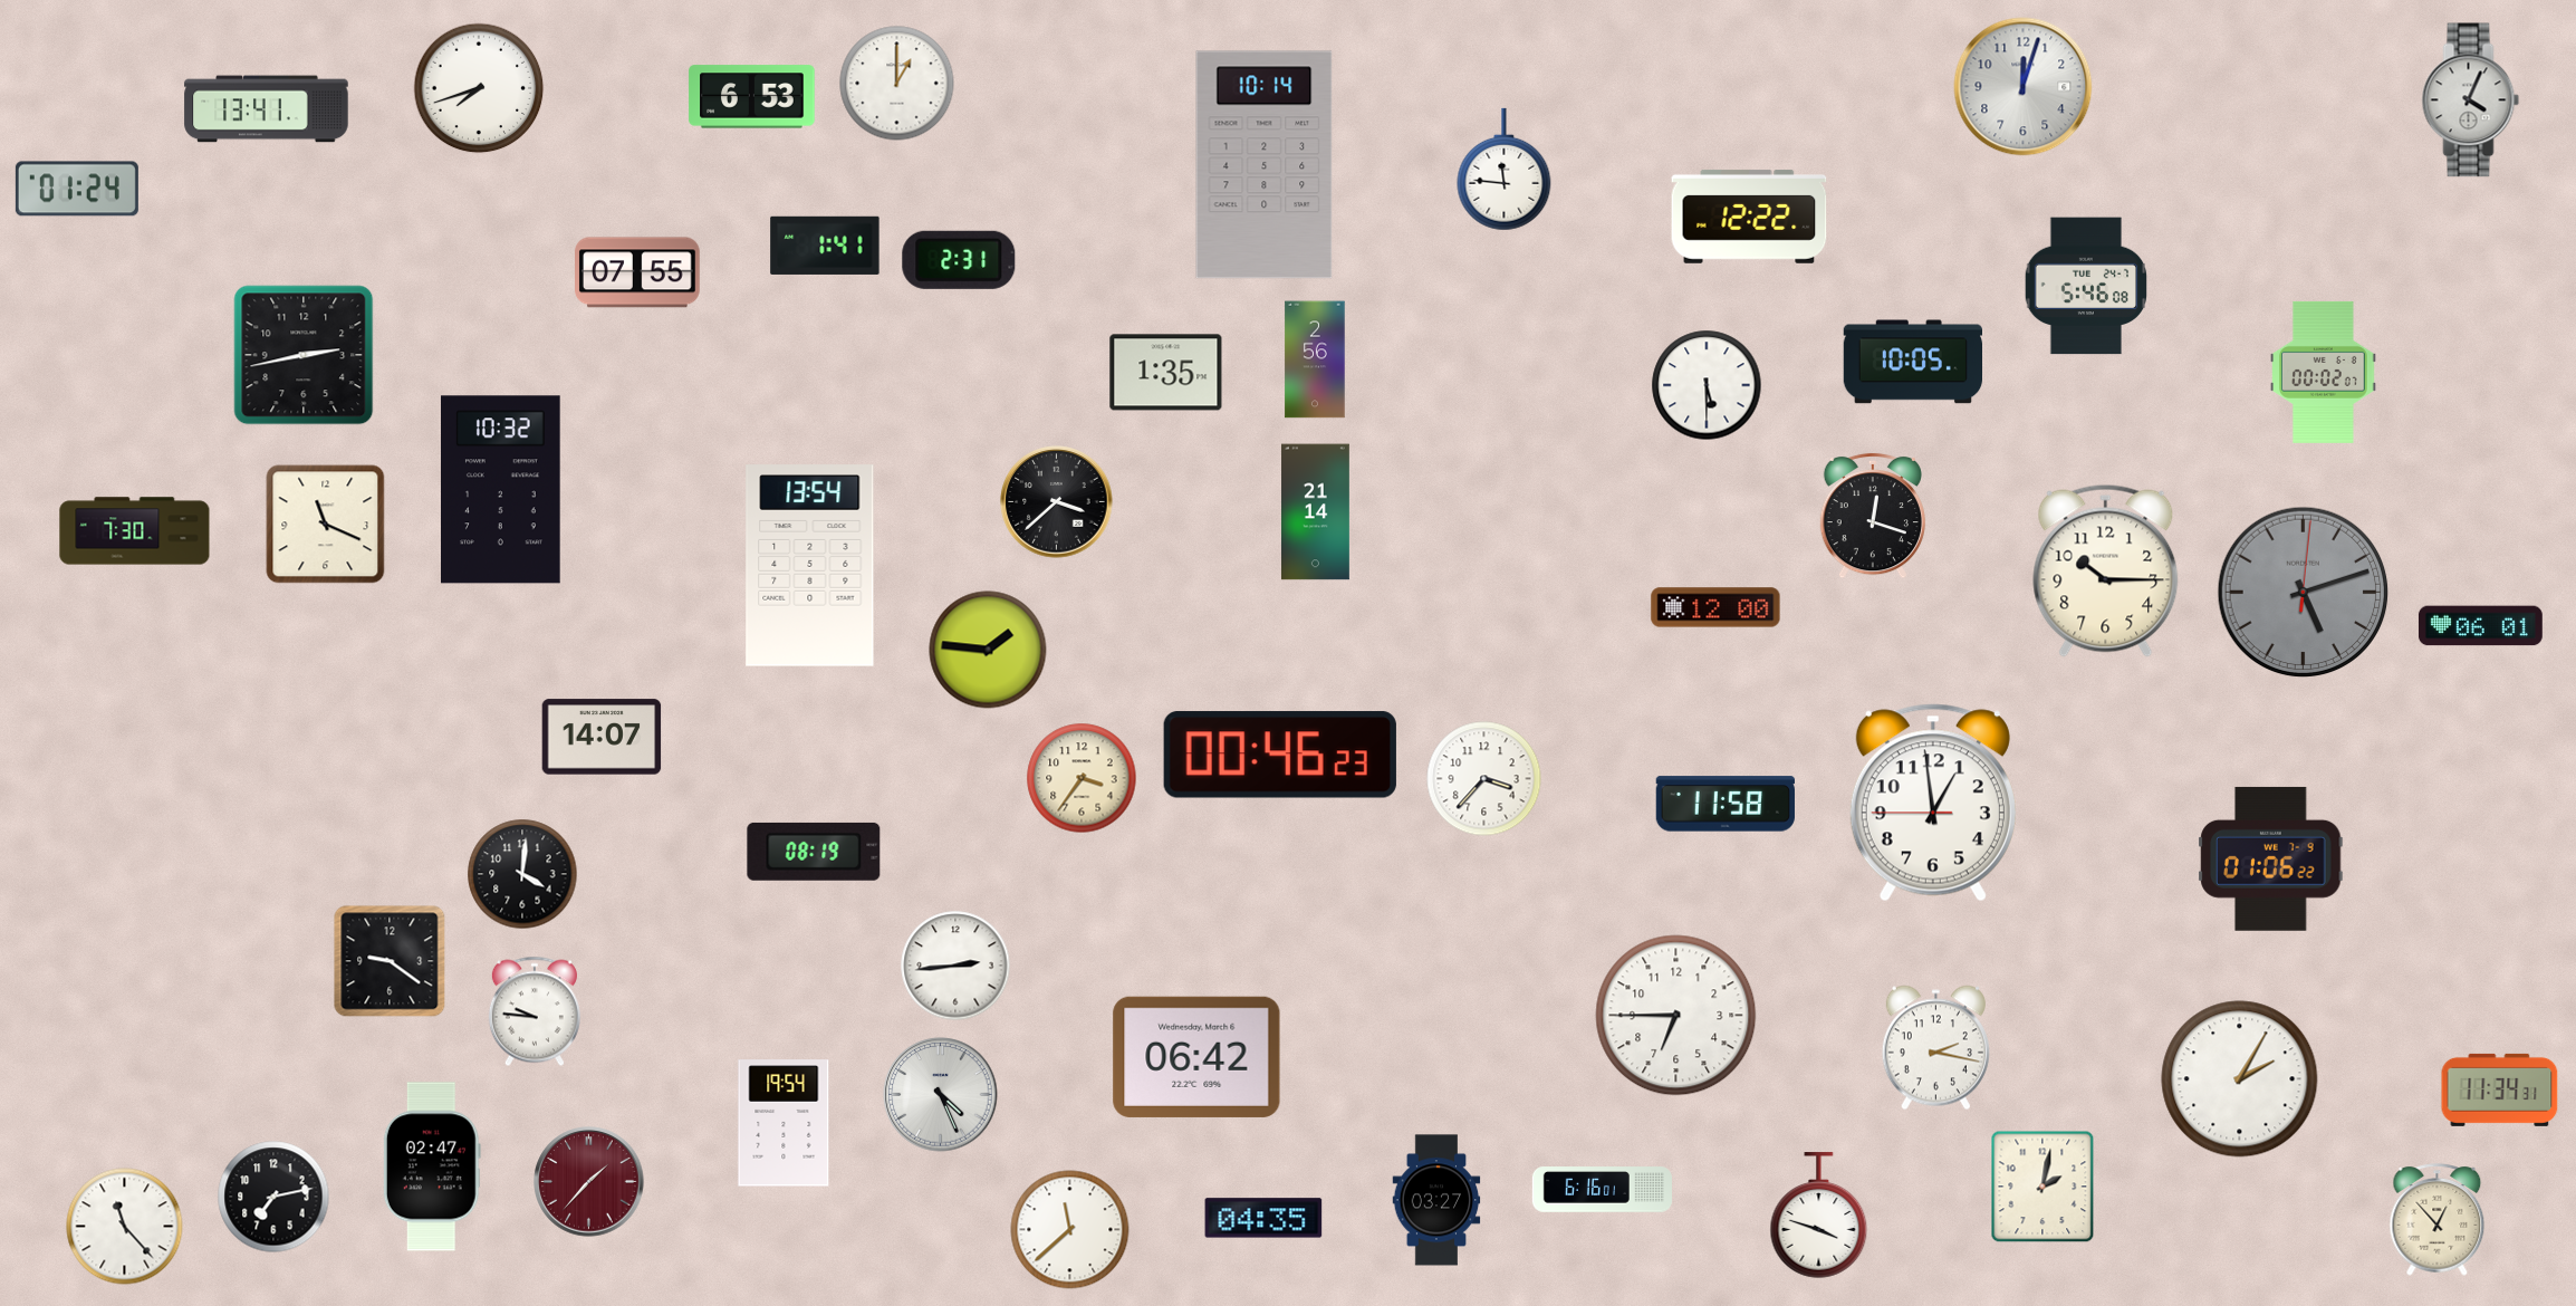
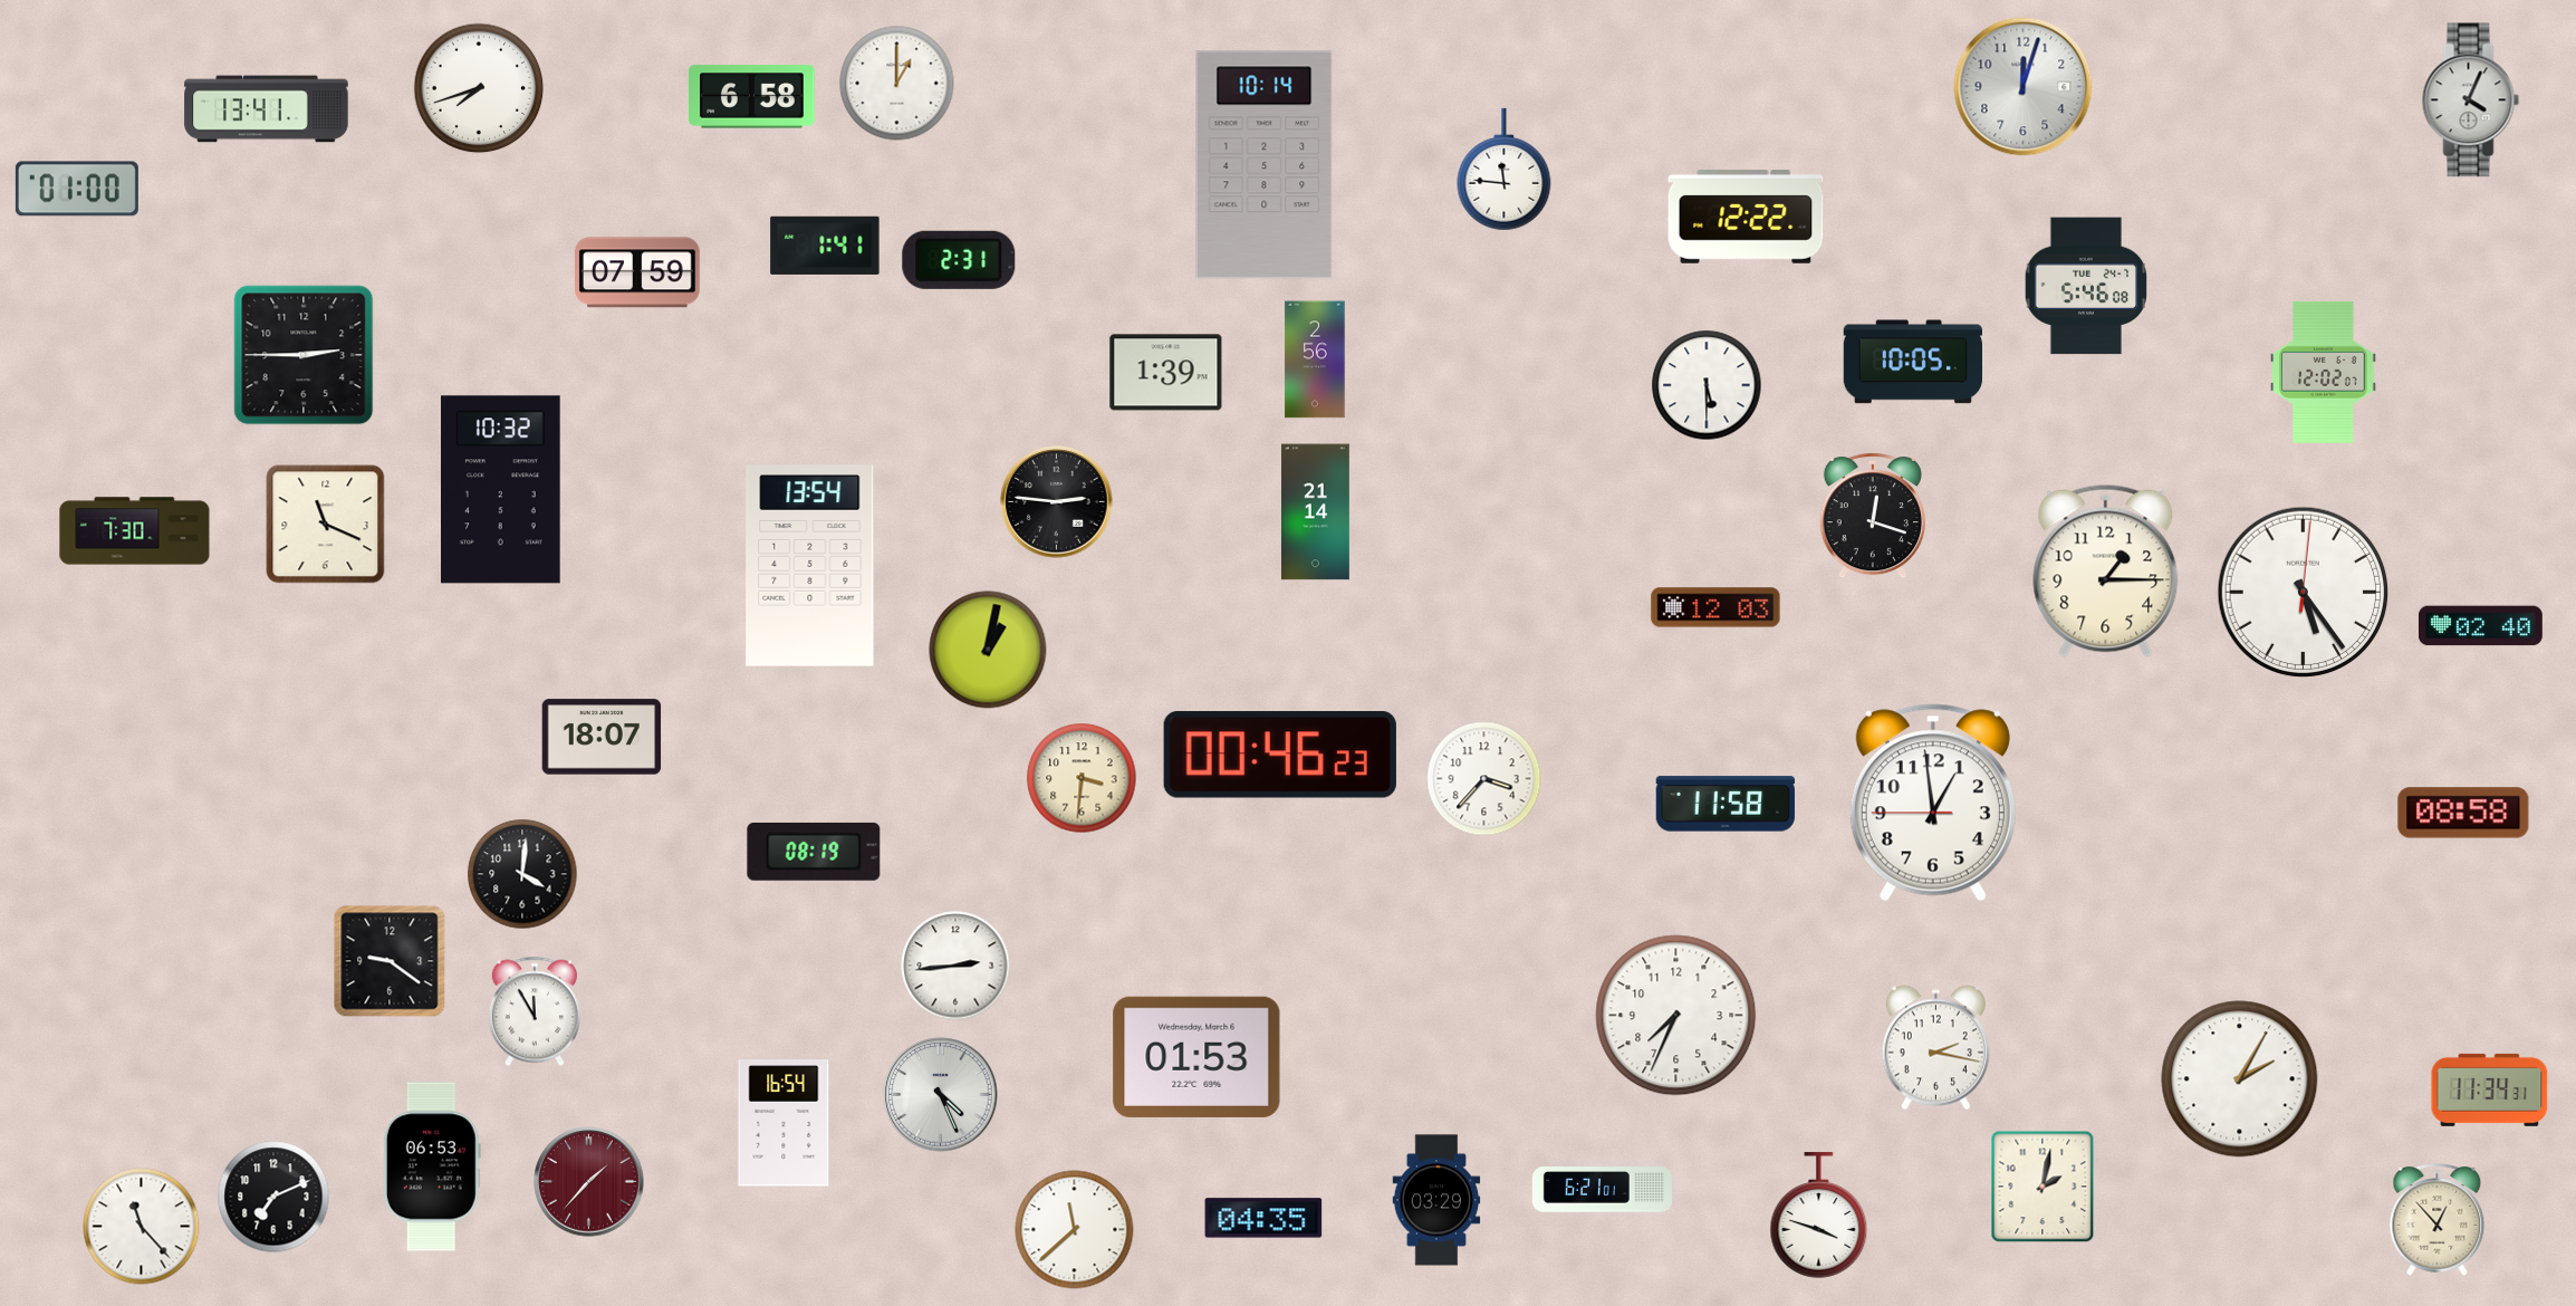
clock at (752, 97): 6:53 -> 6:58
clock at (77, 189): 01:24 -> 01:00
clock at (1749, 217) position: (1749, 217) -> (1746, 217)
clock at (638, 272): 07:55 -> 07:59
clock at (304, 355): 2:43 -> 2:45
clock at (2324, 372): 00:02 -> 12:02
clock at (1166, 373): 1:35 -> 1:39
clock at (1057, 502): 3:38 -> 2:46
clock at (2106, 570): 10:15 -> 1:15
clock at (2304, 593): 5:12 -> 5:24
clock at (2304, 593) dial: grey -> white
clock at (1715, 607): 12:00 -> 12:03
clock at (2480, 626): 06:01 -> 02:40
clock at (988, 650): 1:46 -> 1:02
clock at (602, 737): 14:07 -> 18:07
clock at (1082, 778): 3:36 -> 3:31
clock at (2463, 813): none -> 08:58
clock at (2271, 858): 01:06 -> none
clock at (535, 1011): 9:46 -> 11:55
clock at (1676, 1016): 6:45 -> 7:34
clock at (1196, 1057): 06:42 -> 01:53
clock at (2500, 1089) position: (2500, 1089) -> (2490, 1089)
clock at (784, 1123): 19:54 -> 16:54
clock at (432, 1166): 02:47 -> 06:53
clock at (1602, 1190): 6:16 -> 6:21
clock at (273, 1197): 7:13 -> 7:11
clock at (1436, 1200): 03:27 -> 03:29
clock at (125, 1227) position: (125, 1227) -> (142, 1227)
clock at (1070, 1230) position: (1070, 1230) -> (1075, 1230)
